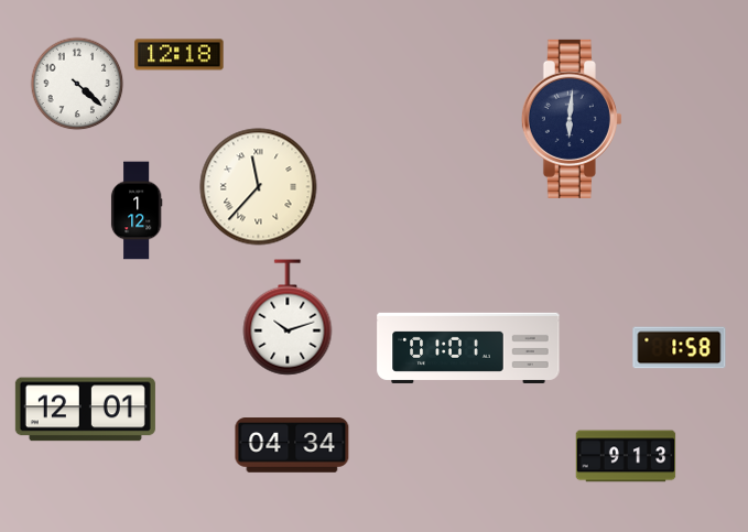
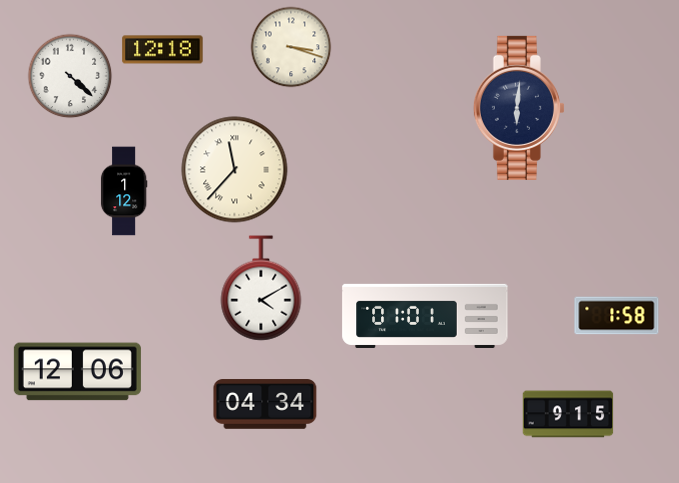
clock at (291, 47): none -> 3:18
clock at (288, 317): 10:12 -> 4:10
clock at (85, 410): 12:01 -> 12:06
clock at (626, 456): 9:13 -> 9:15
